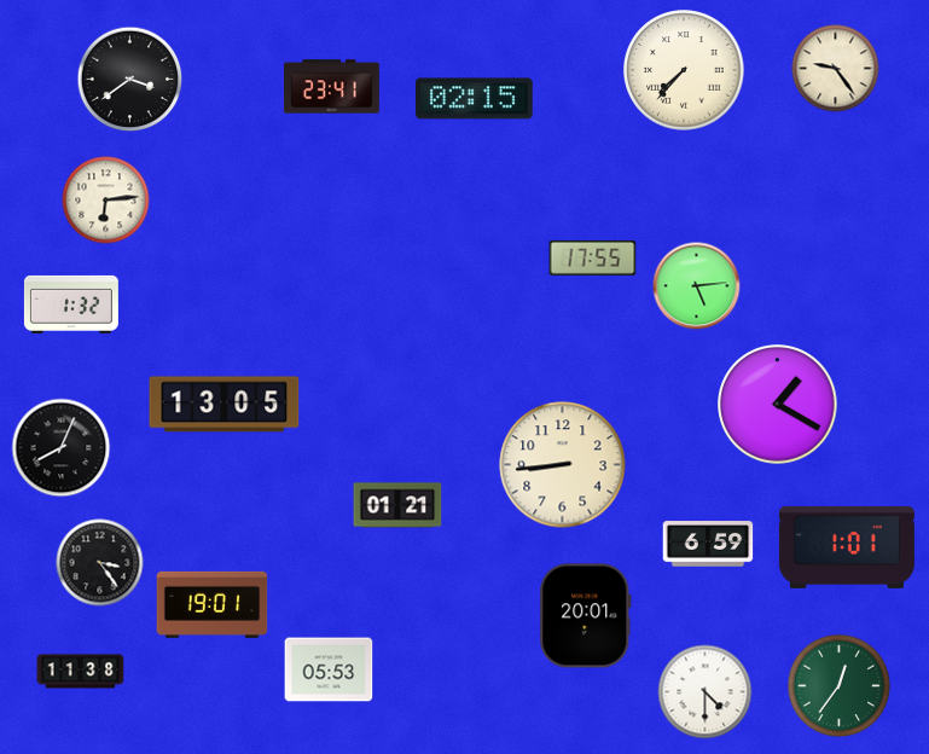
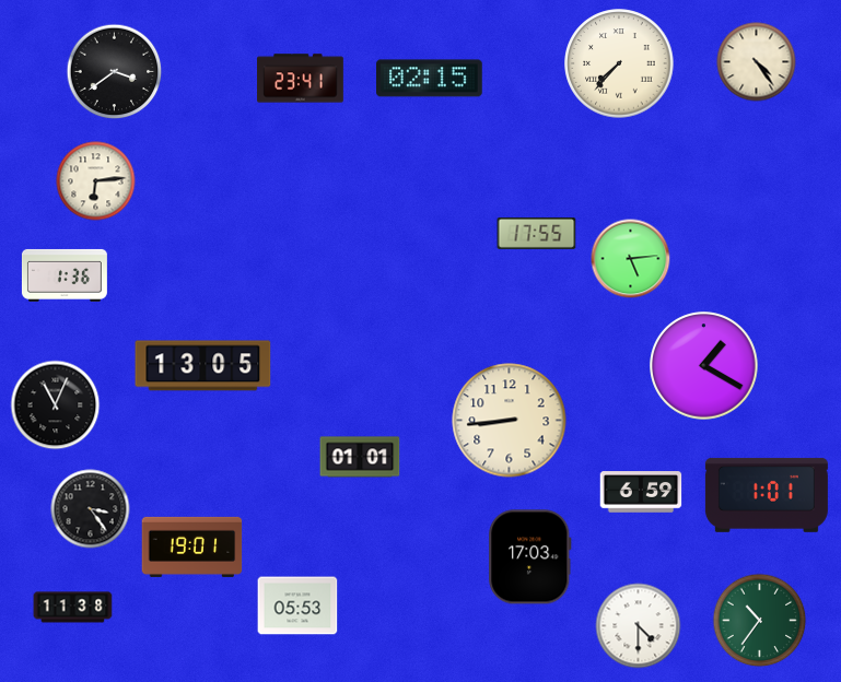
clock at (836, 69): 9:24 -> 4:24
clock at (130, 80) position: (130, 80) -> (115, 72)
clock at (475, 99) position: (475, 99) -> (430, 79)
clock at (71, 304): 1:32 -> 1:36
clock at (62, 448): 8:04 -> 11:04
clock at (397, 505): 01:21 -> 01:01
clock at (586, 616): 20:01 -> 17:03
clock at (840, 686): 12:36 -> 10:36
